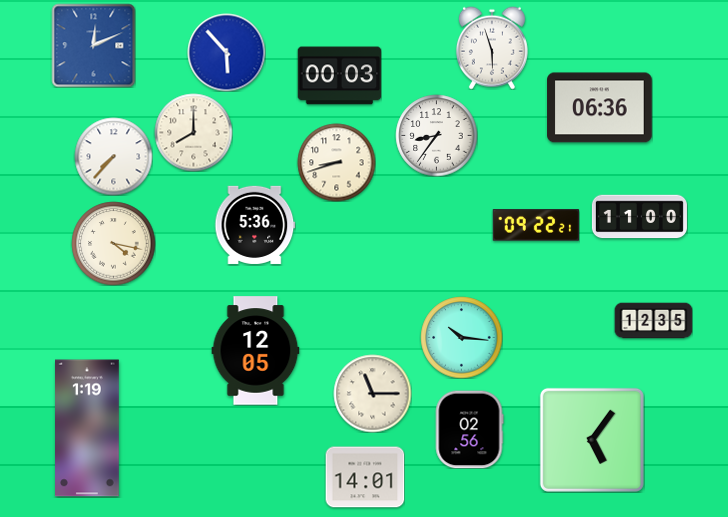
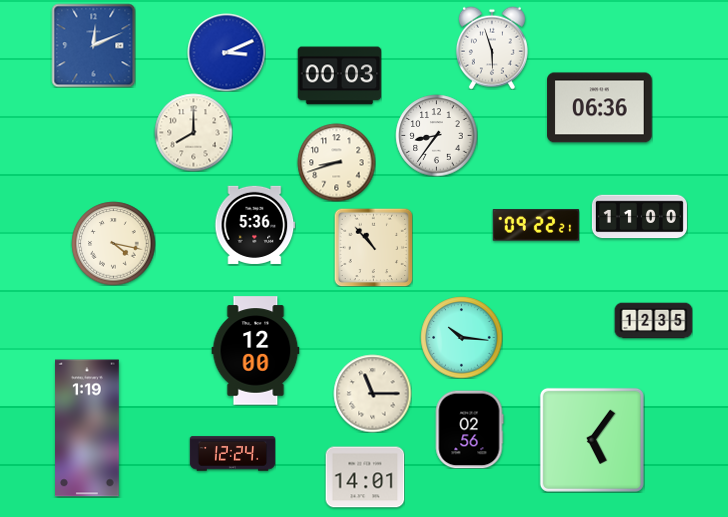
clock at (226, 52): 5:53 -> 3:11
clock at (113, 156): 7:37 -> none
clock at (373, 247): none -> 10:53
clock at (256, 351): 12:05 -> 12:00
clock at (232, 454): none -> 12:24
